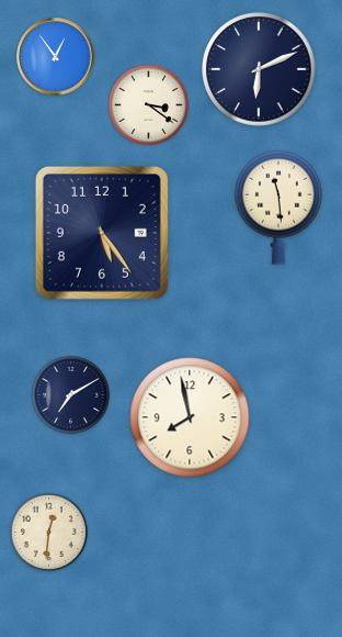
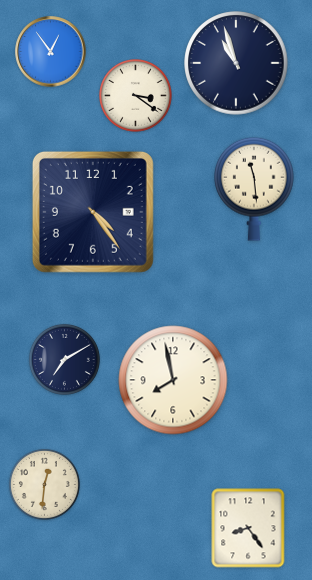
clock at (259, 69): 6:11 -> 10:57
clock at (102, 233): 5:24 -> 4:24
clock at (248, 528): none -> 8:24
